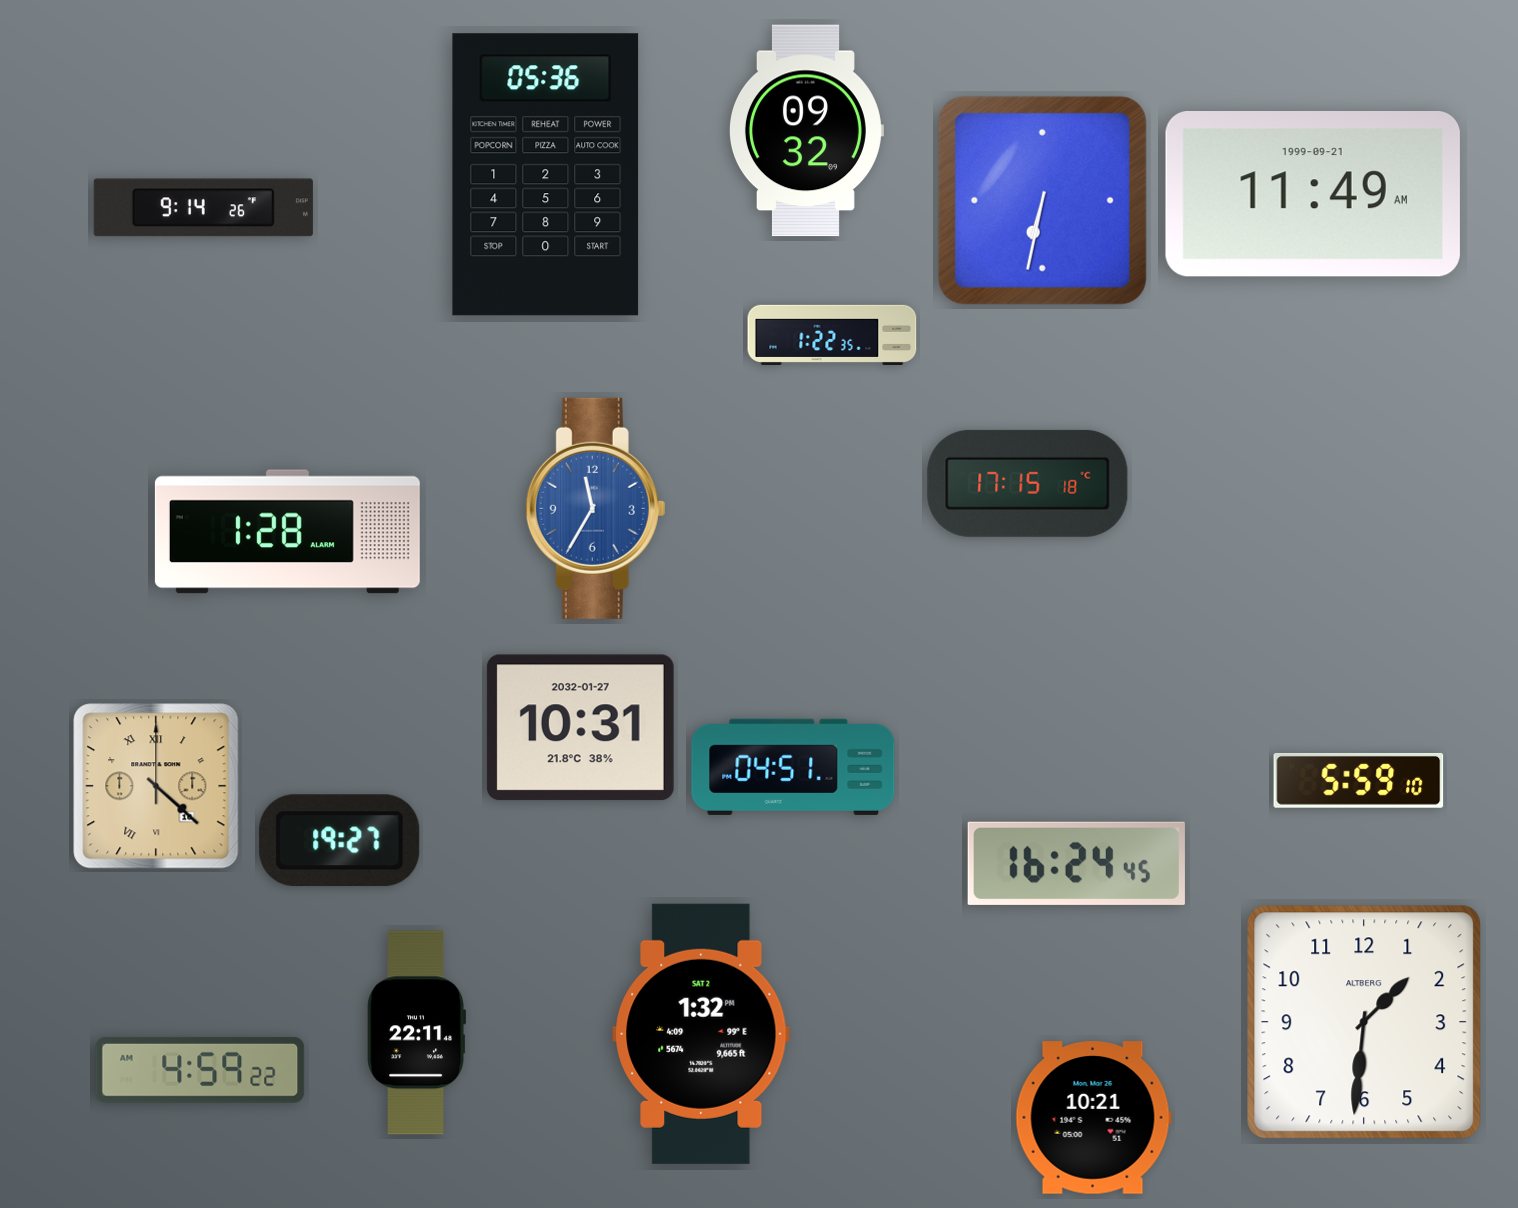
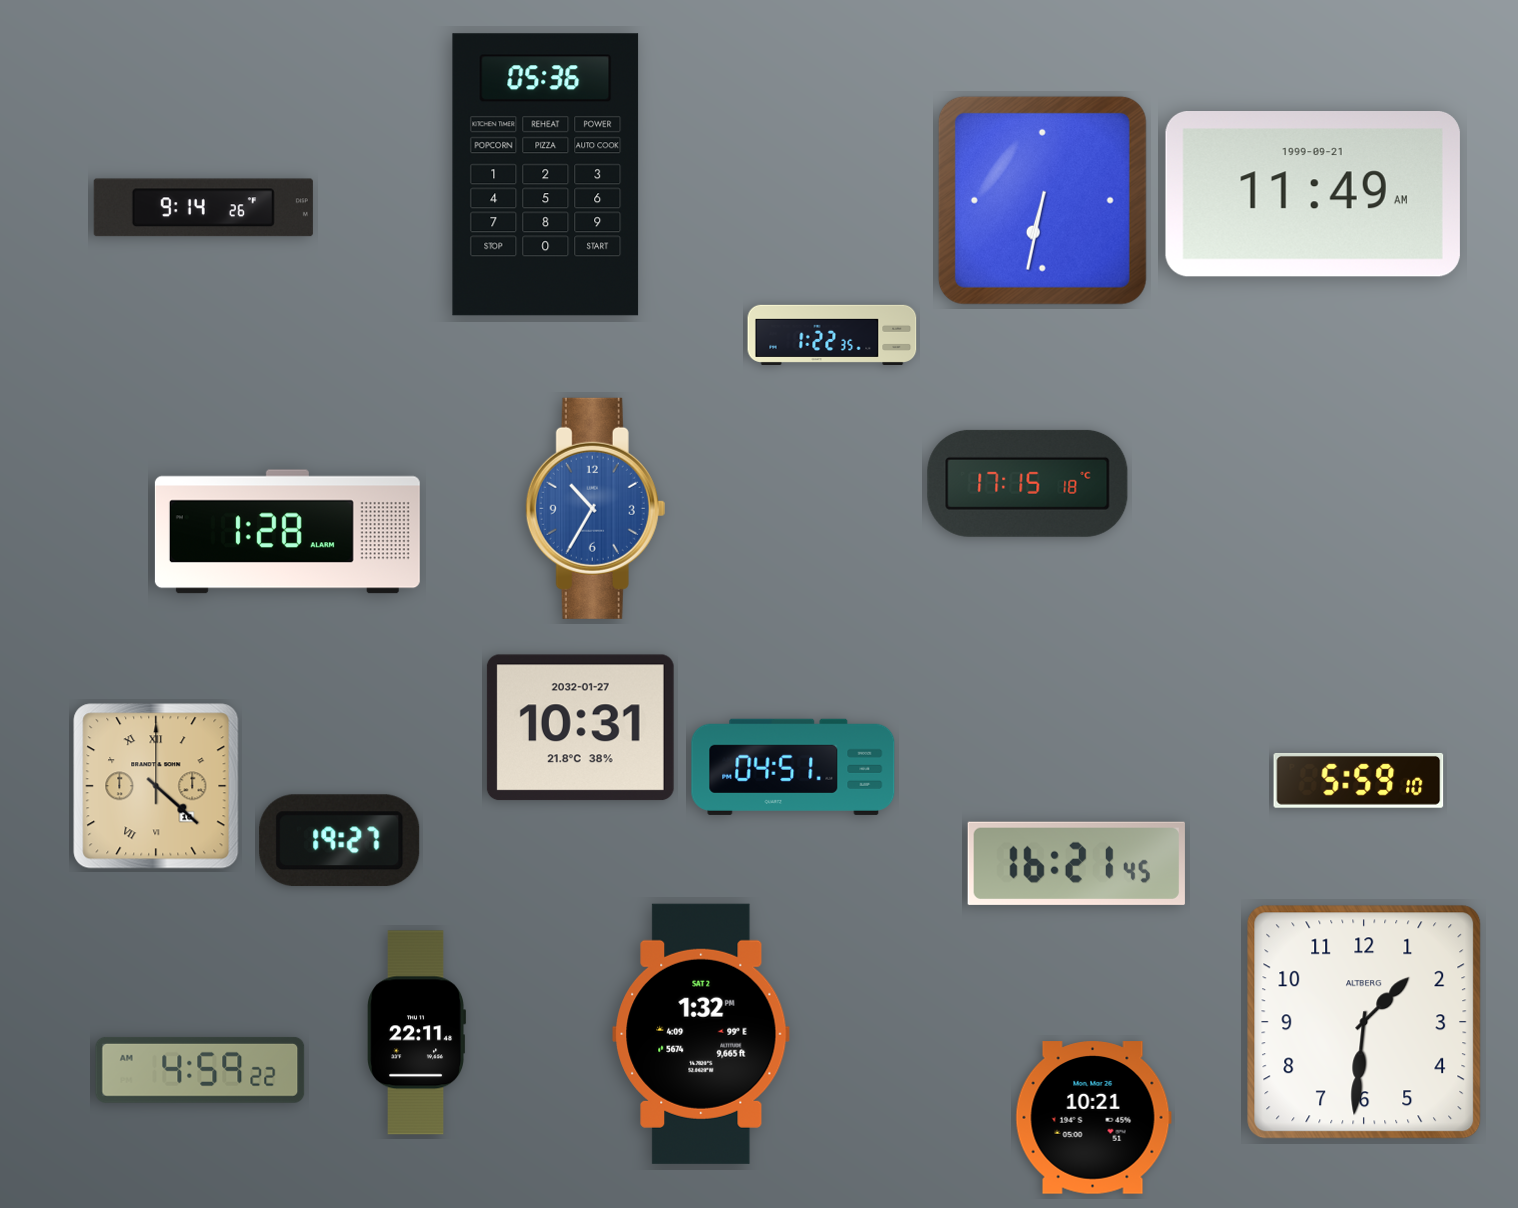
clock at (806, 131): 09:32 -> none
clock at (596, 508): 11:35 -> 10:35
clock at (1076, 863): 16:24 -> 16:21
